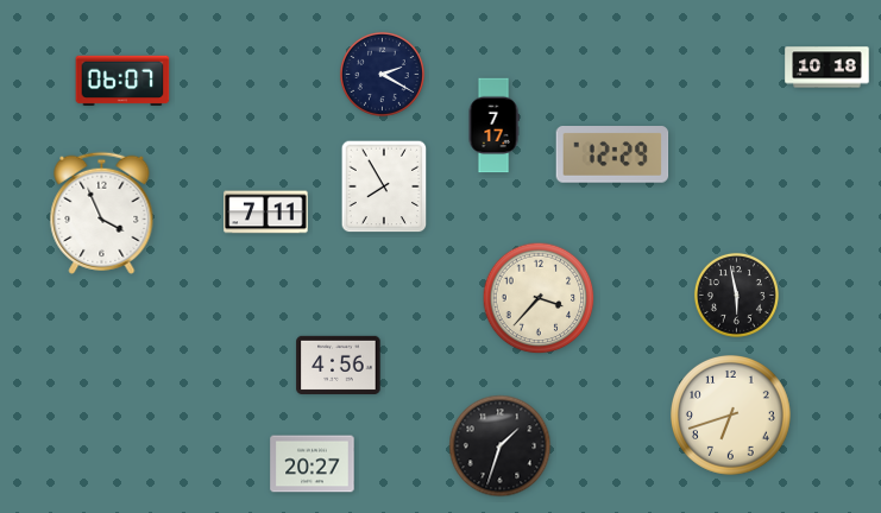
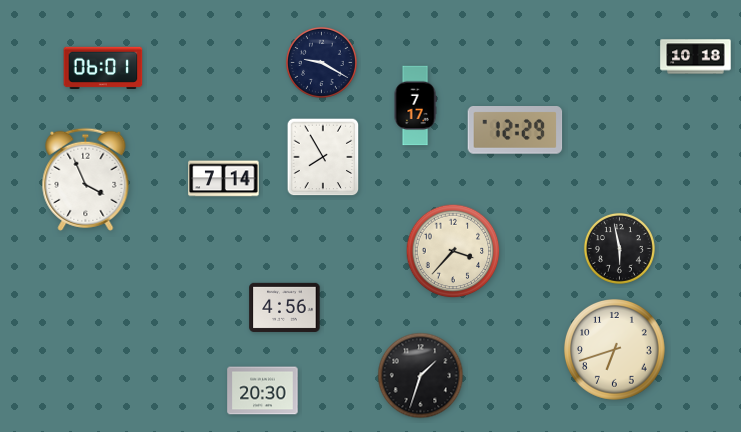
clock at (382, 74): 2:20 -> 9:20
clock at (122, 80): 06:07 -> 06:01
clock at (266, 213): 7:11 -> 7:14
clock at (313, 464): 20:27 -> 20:30
